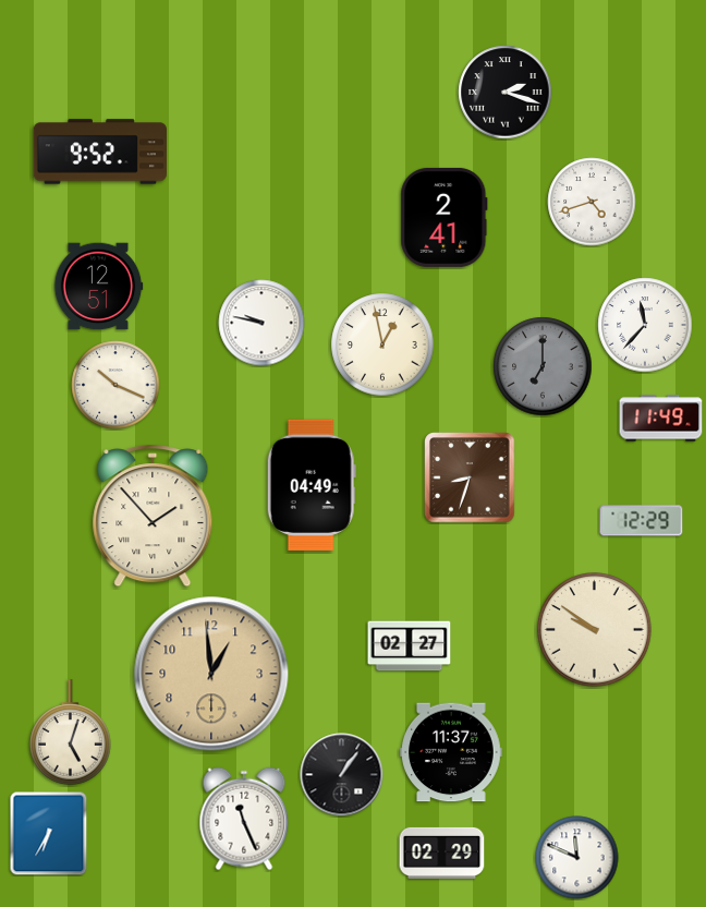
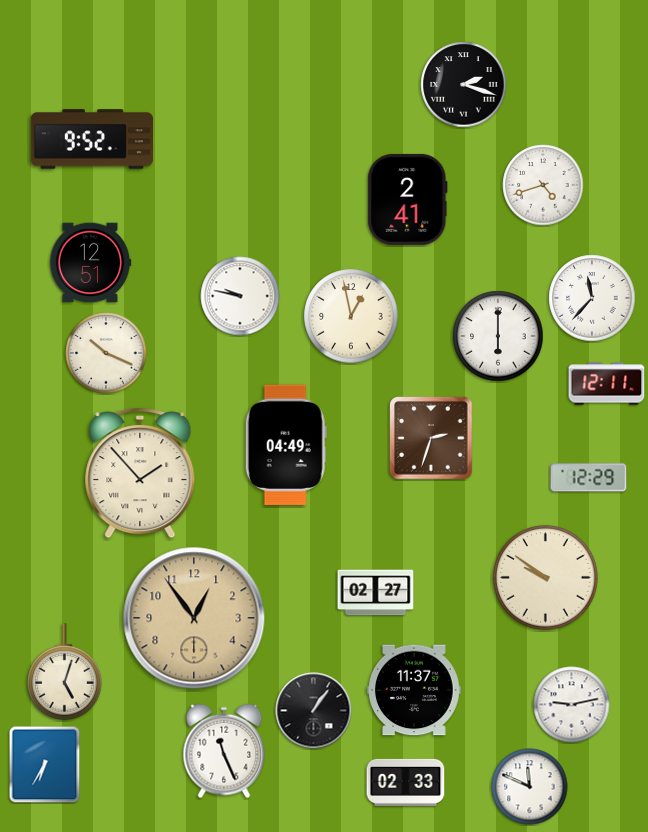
clock at (543, 366): 7:00 -> 6:00
clock at (543, 366) dial: grey -> white
clock at (661, 419): 11:49 -> 12:11
clock at (470, 477): 8:33 -> 2:33
clock at (211, 674): 12:59 -> 12:54
clock at (572, 705): none -> 9:13
clock at (442, 852): 02:29 -> 02:33
